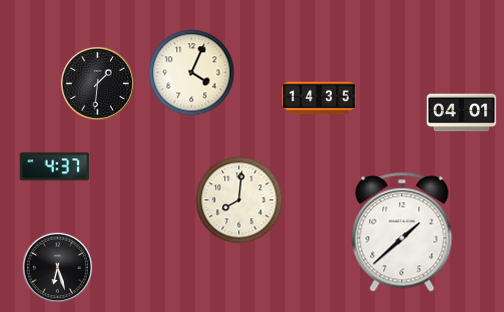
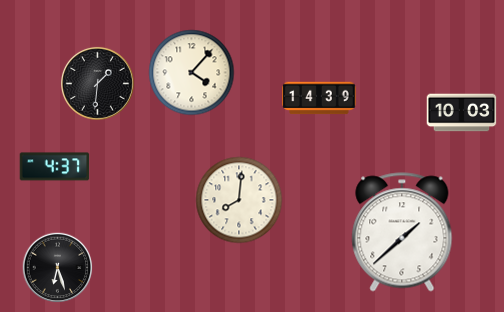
clock at (192, 73): 4:04 -> 4:07
clock at (319, 98): 14:35 -> 14:39
clock at (462, 113): 04:01 -> 10:03
